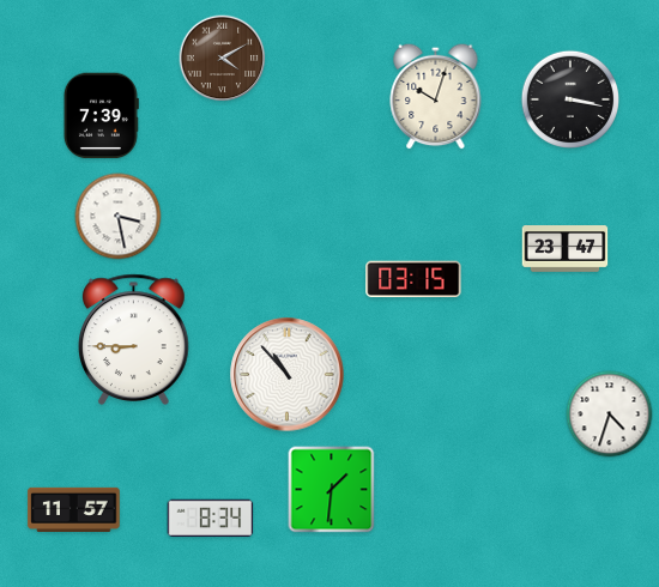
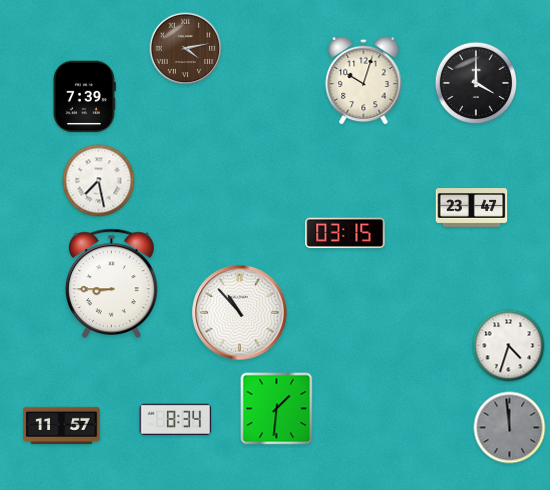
clock at (223, 59): 4:10 -> 4:13
clock at (570, 99): 3:17 -> 4:00
clock at (119, 217): 3:28 -> 7:28
clock at (510, 428): none -> 11:59
clock at (211, 519) position: (211, 519) -> (176, 420)
